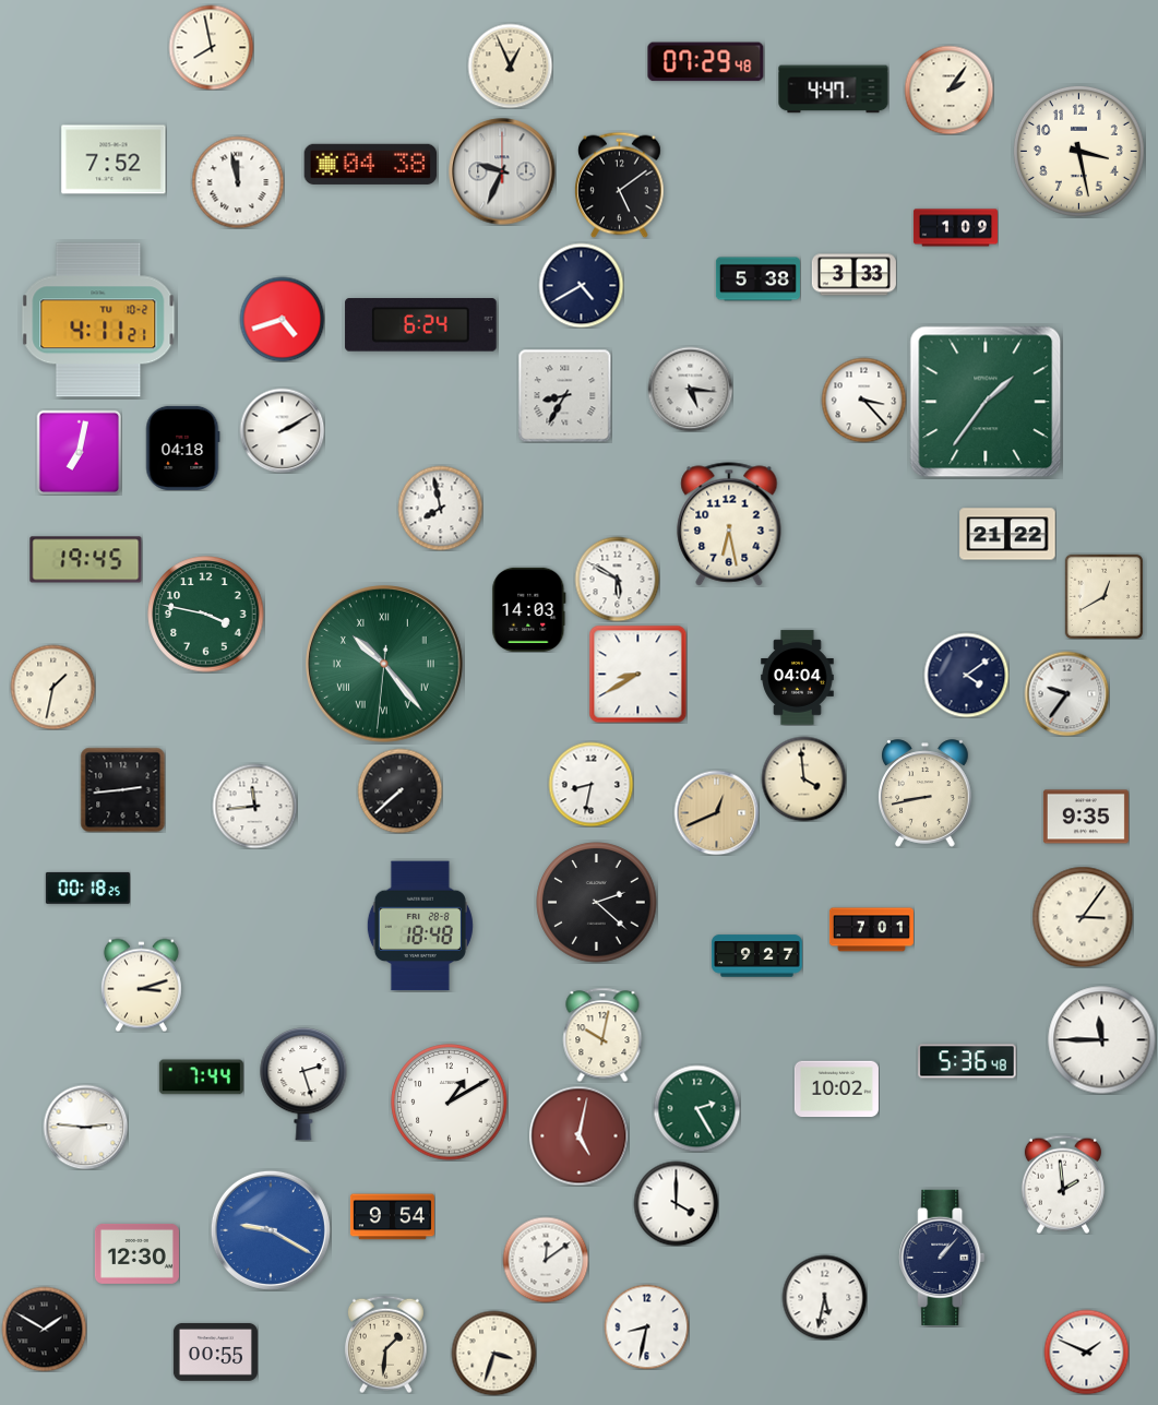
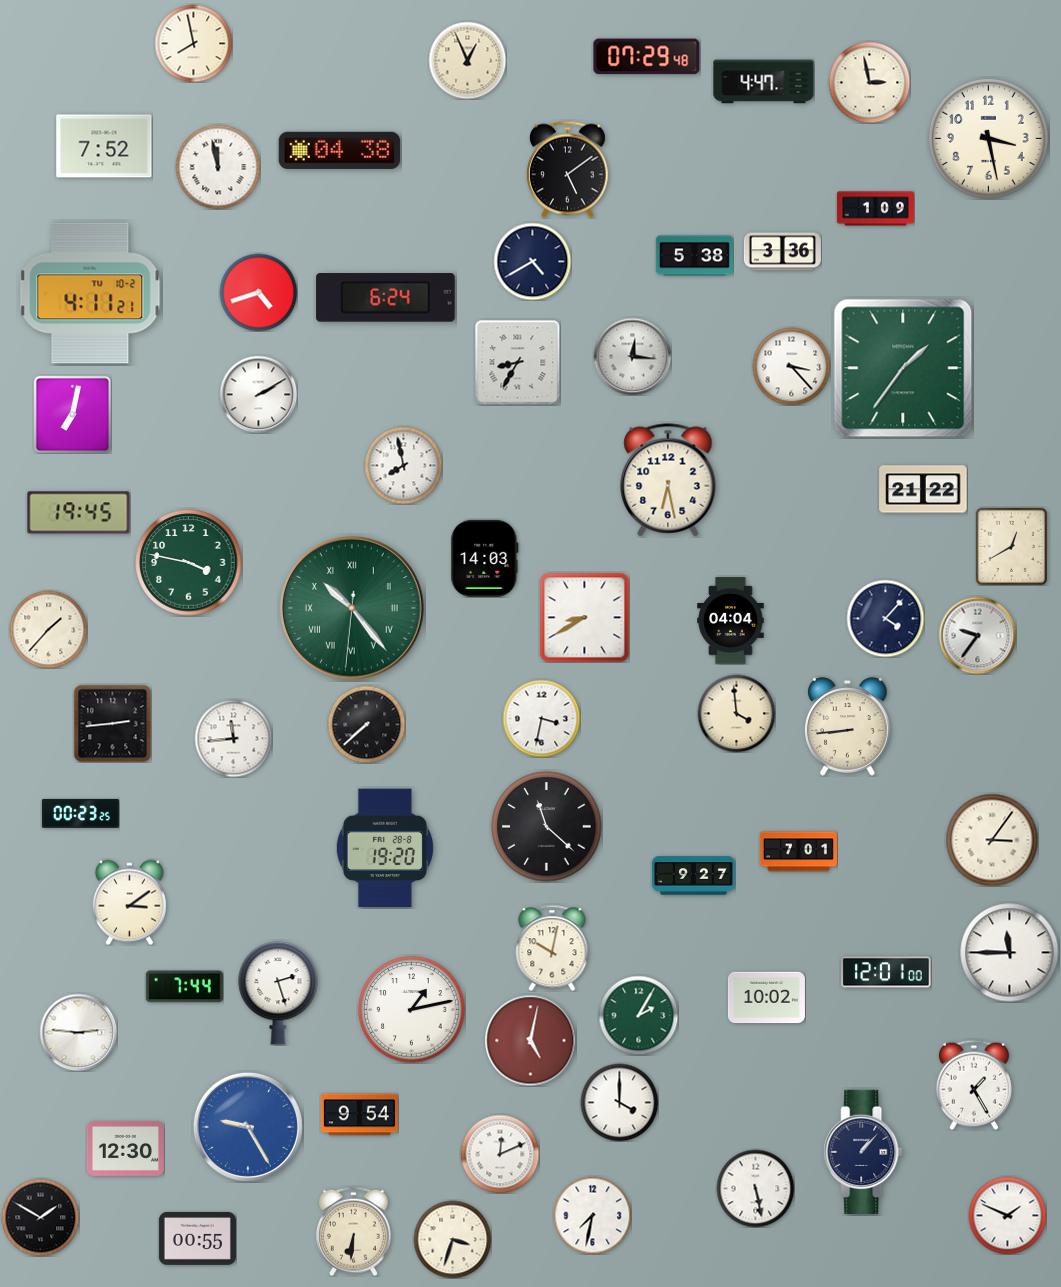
clock at (948, 90): 2:06 -> 2:58
clock at (502, 171): 9:34 -> none
clock at (853, 275): 3:33 -> 3:36
clock at (690, 389): 5:16 -> 12:16
clock at (182, 448): 04:18 -> none
clock at (617, 579): 5:50 -> none
clock at (966, 675): 4:09 -> 4:07
clock at (52, 687): 1:32 -> 1:37
clock at (590, 784): 8:32 -> 3:32
clock at (926, 794): 8:43 -> 8:44
clock at (716, 812): 12:41 -> none
clock at (1086, 817): 9:35 -> none
clock at (87, 888): 00:18 -> 00:23
clock at (597, 903): 2:22 -> 11:22
clock at (420, 926): 18:48 -> 19:20
clock at (141, 985): 3:12 -> 3:09
clock at (967, 1061): 5:36 -> 12:01
clock at (450, 1103): 1:10 -> 1:13
clock at (696, 1108): 2:25 -> 2:05
clock at (1063, 1184): 1:59 -> 1:25
clock at (271, 1230): 9:20 -> 9:25
clock at (546, 1260): 12:09 -> 12:11
clock at (824, 1297): 5:32 -> 5:28
clock at (646, 1326): 8:32 -> 7:32
clock at (385, 1344): 1:31 -> 6:31
clock at (1086, 1352) position: (1086, 1352) -> (1007, 1215)
